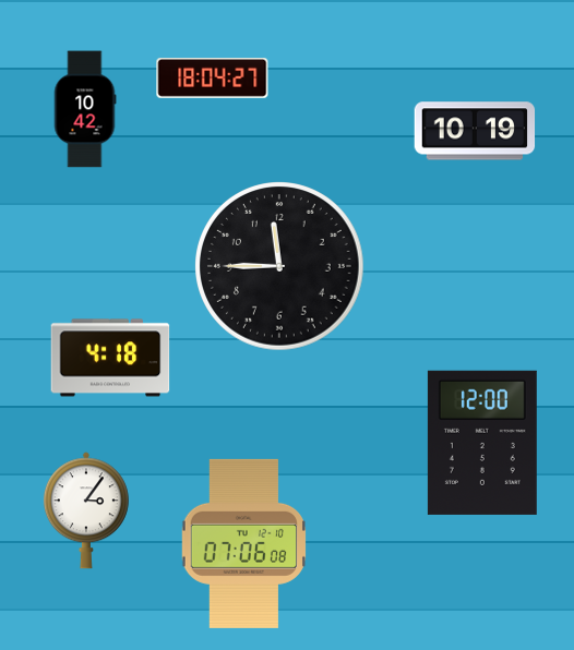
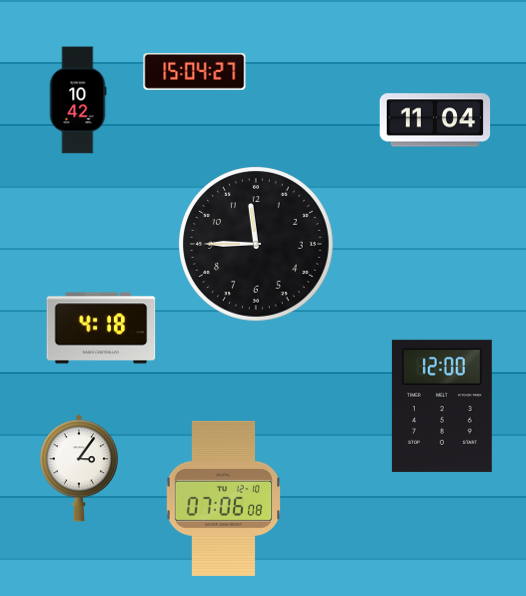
clock at (213, 77): 18:04 -> 15:04
clock at (475, 131): 10:19 -> 11:04
